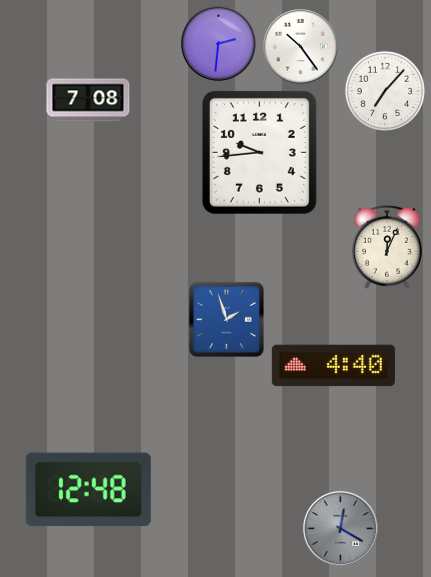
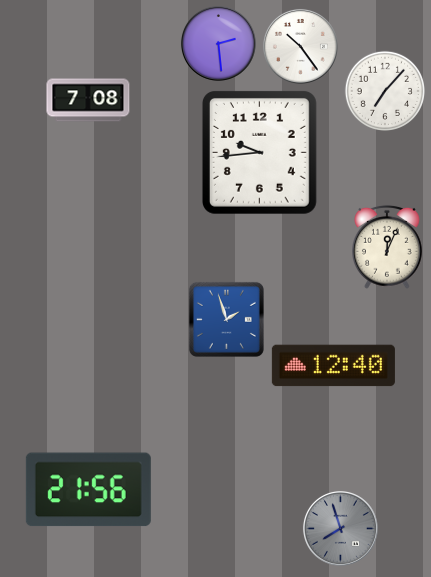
clock at (218, 43): 2:31 -> 2:29
clock at (333, 366): 4:40 -> 12:40
clock at (88, 490): 12:48 -> 21:56
clock at (340, 528): 12:20 -> 7:57
